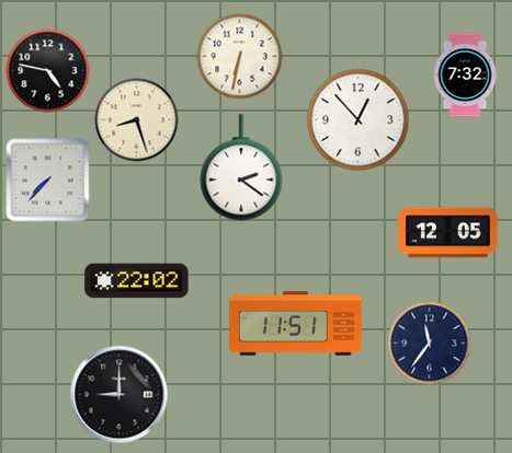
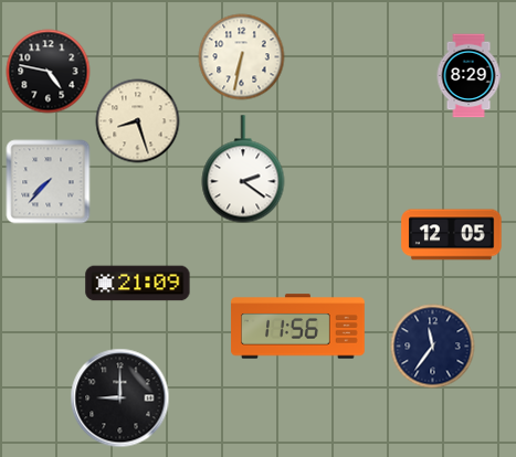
clock at (465, 75): 7:32 -> 8:29
clock at (359, 120): 12:53 -> none
clock at (137, 281): 22:02 -> 21:09
clock at (296, 324): 11:51 -> 11:56
